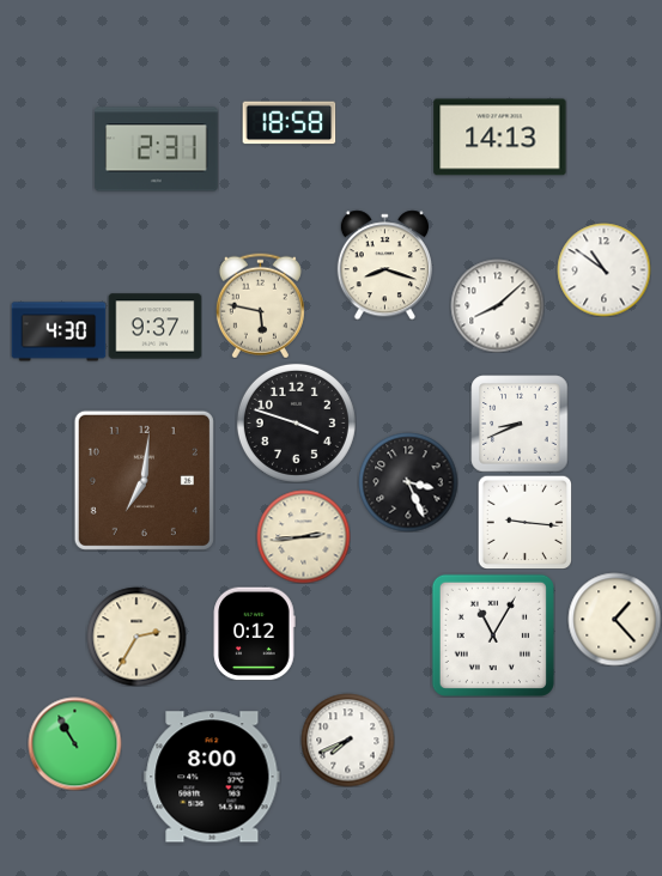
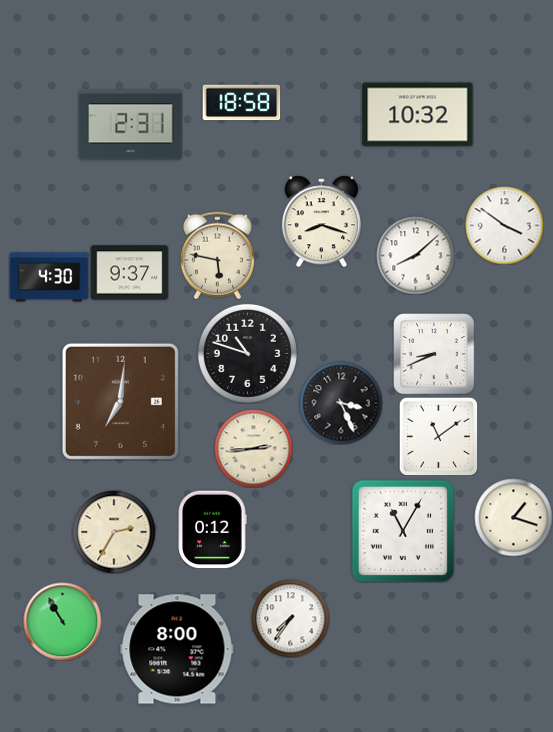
clock at (500, 138): 14:13 -> 10:32
clock at (603, 269): 10:51 -> 3:51
clock at (296, 422): 3:48 -> 10:48
clock at (524, 522): 9:16 -> 11:09
clock at (614, 619): 1:23 -> 1:18
clock at (493, 635) position: (493, 635) -> (403, 531)
clock at (347, 740): 7:41 -> 7:36
